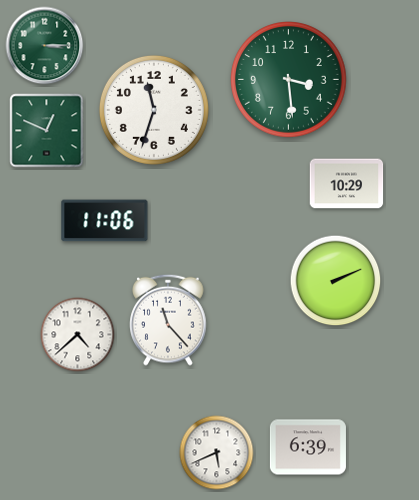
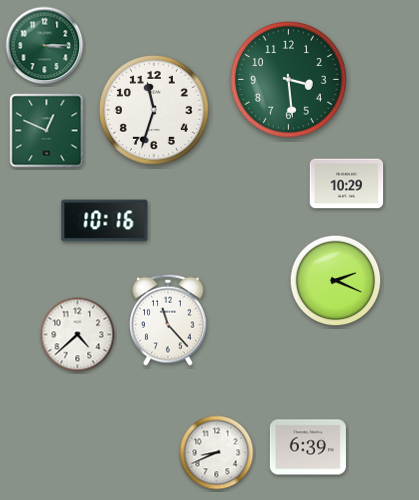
clock at (105, 221): 11:06 -> 10:16
clock at (336, 281): 2:11 -> 2:19
clock at (217, 453): 5:41 -> 8:41
